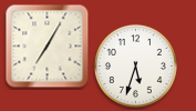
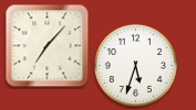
clock at (48, 47): 7:05 -> 7:07
